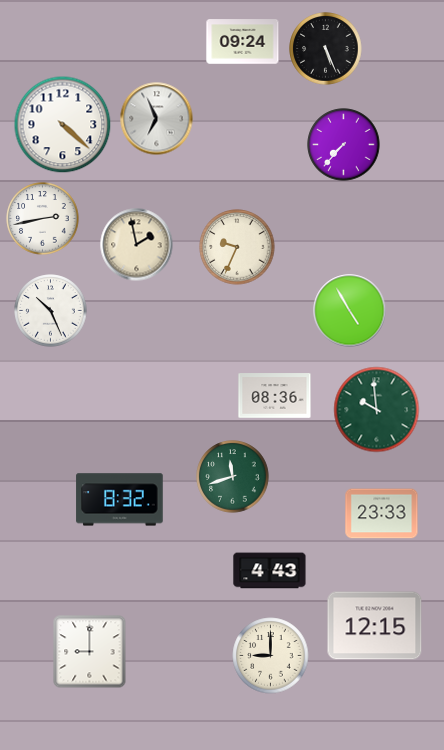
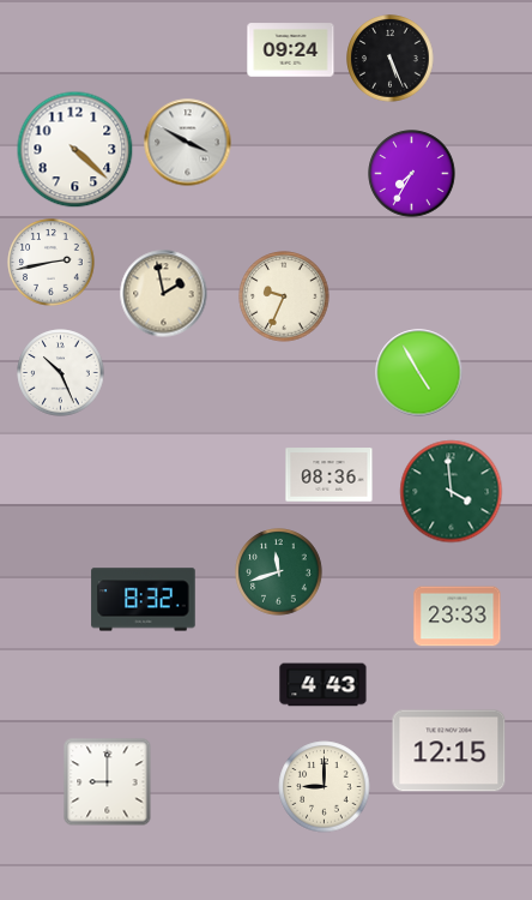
clock at (157, 119): 6:56 -> 3:50
clock at (344, 145): 7:37 -> 7:35
clock at (377, 410): 9:59 -> 3:59
